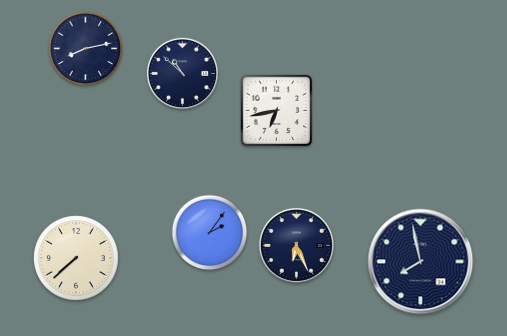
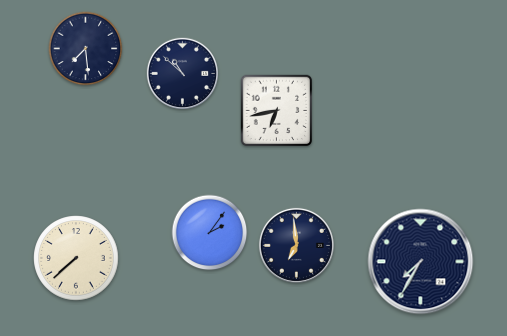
clock at (86, 49): 8:13 -> 7:29
clock at (296, 245): 6:26 -> 6:59
clock at (421, 262): 7:58 -> 7:35
